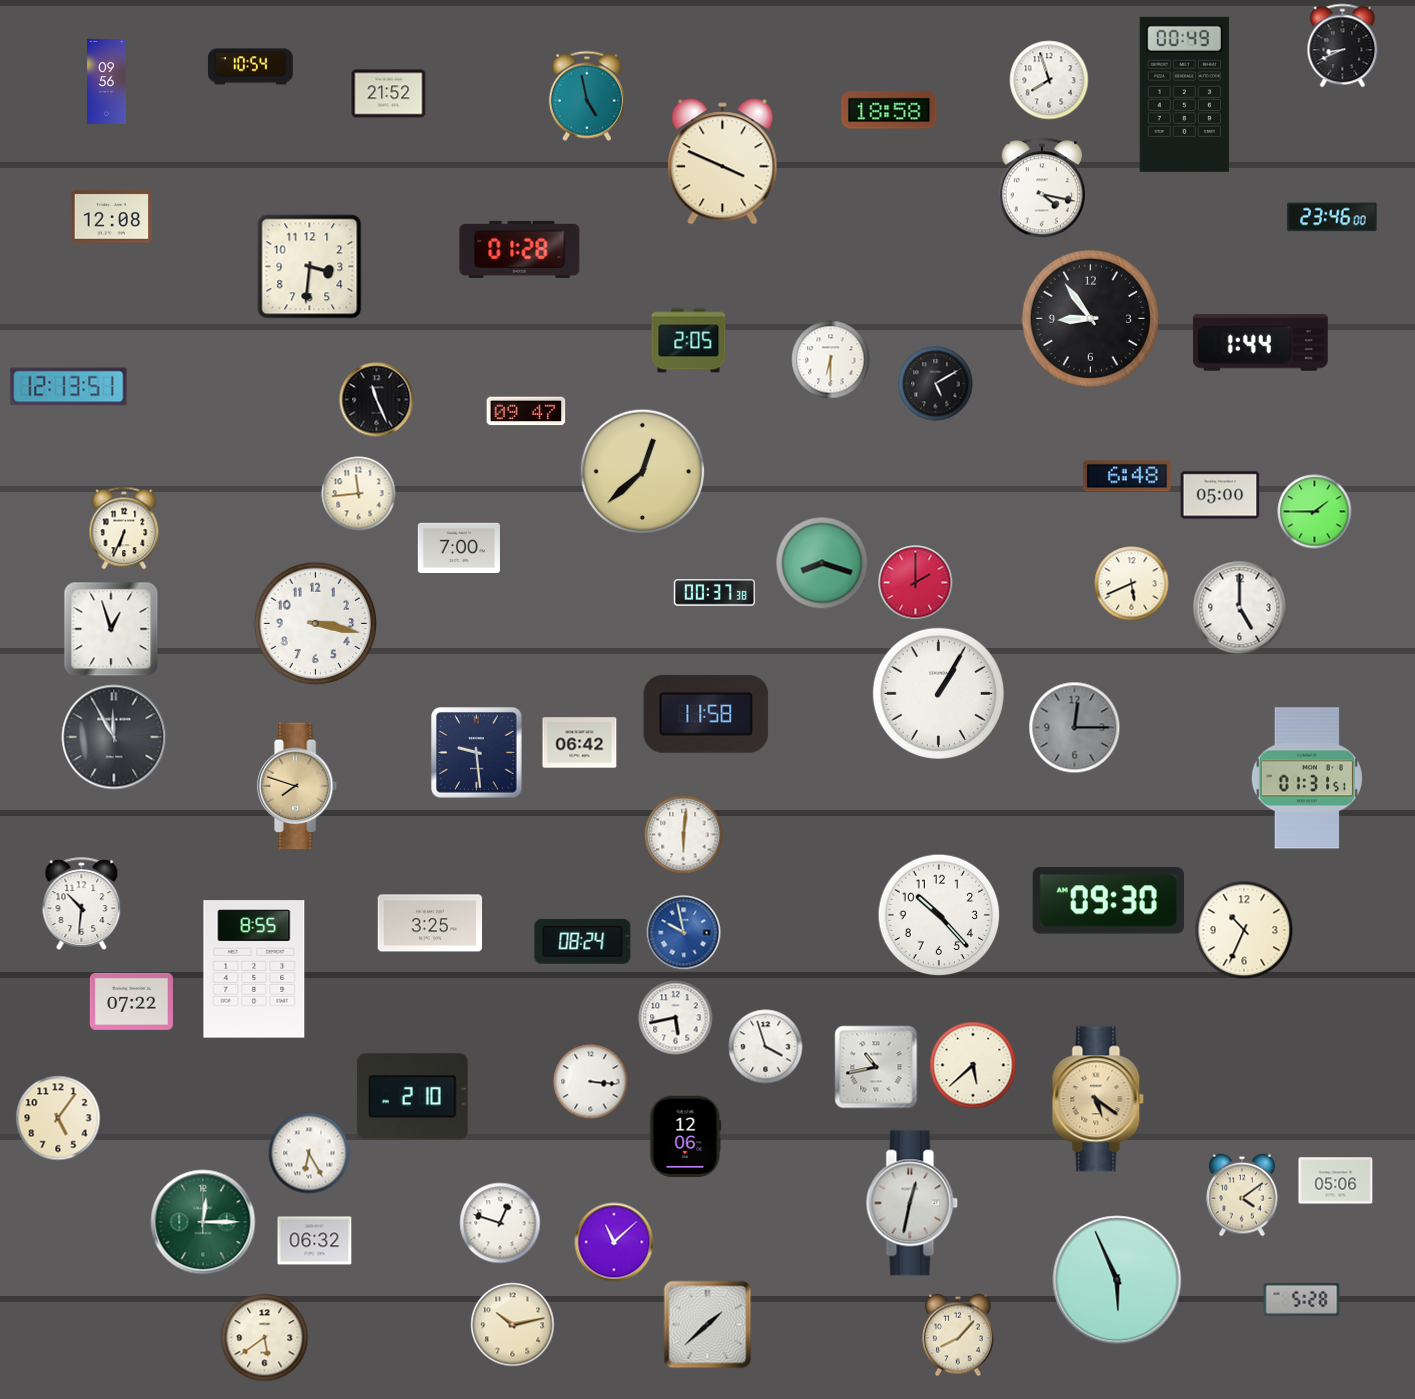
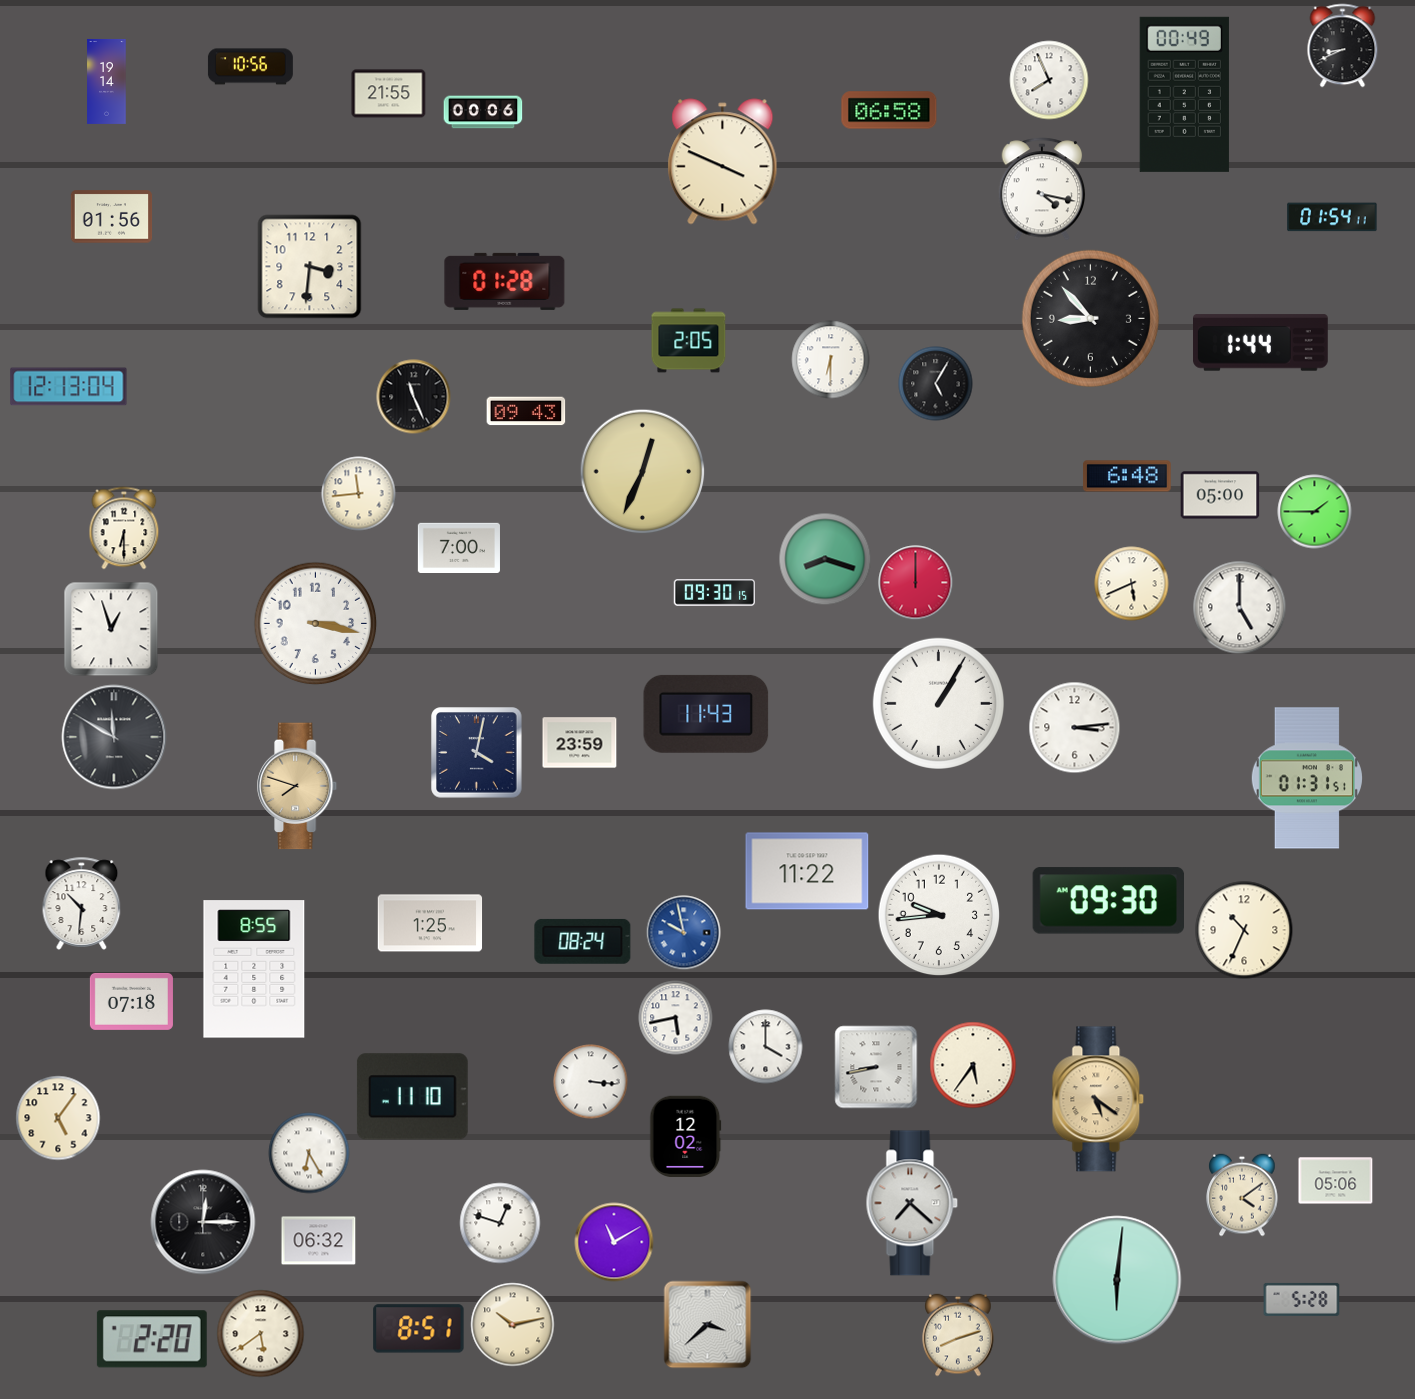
clock at (250, 67): 10:54 -> 10:56
clock at (1049, 80): 7:57 -> 7:56
clock at (107, 81): 09:56 -> 19:14
clock at (389, 94): 21:52 -> 21:55
clock at (587, 96): 4:58 -> none
clock at (889, 110): 18:58 -> 06:58
clock at (483, 112): none -> 00:06
clock at (112, 217): 12:08 -> 01:56
clock at (1332, 217): 23:46 -> 01:54
clock at (520, 249) position: (520, 249) -> (505, 281)
clock at (1090, 318): 8:54 -> 8:53
clock at (936, 384): 5:10 -> 5:05
clock at (69, 387): 12:13:51 -> 12:13:04
clock at (377, 400) position: (377, 400) -> (414, 397)
clock at (526, 411): 09:47 -> 09:43
clock at (643, 472): 12:38 -> 12:34
clock at (124, 528): 6:34 -> 6:30
clock at (822, 563) position: (822, 563) -> (825, 559)
clock at (916, 583): 2:00 -> 12:00
clock at (715, 593): 00:37 -> 09:30
clock at (938, 693) position: (938, 693) -> (938, 703)
clock at (706, 714): 11:58 -> 11:43
clock at (1075, 728): 12:15 -> 3:14
clock at (1075, 728) dial: grey -> white
clock at (114, 737): 11:55 -> 11:50
clock at (580, 743): 06:42 -> 23:59
clock at (477, 753): 9:29 -> 4:02
clock at (684, 835): 6:01 -> none
clock at (807, 871): none -> 11:22
clock at (939, 915): 10:23 -> 9:44
clock at (430, 923): 3:25 -> 1:25
clock at (131, 1001): 07:22 -> 07:18
clock at (766, 1047): 3:57 -> 4:00
clock at (973, 1065): 5:38 -> 5:36
clock at (876, 1067): 10:43 -> 8:43
clock at (412, 1097): 2:10 -> 11:10
clock at (686, 1136): 12:06 -> 12:02
clock at (912, 1203): 12:32 -> 7:22
clock at (203, 1222) dial: green -> black
clock at (315, 1241) position: (315, 1241) -> (319, 1241)
clock at (614, 1242): 11:08 -> 11:10
clock at (1117, 1280): 5:56 -> 6:01
clock at (708, 1325): 1:38 -> 3:38
clock at (419, 1329): none -> 8:51
clock at (958, 1335): 8:07 -> 8:12
clock at (265, 1338) position: (265, 1338) -> (261, 1334)
clock at (152, 1339): none -> 2:20
